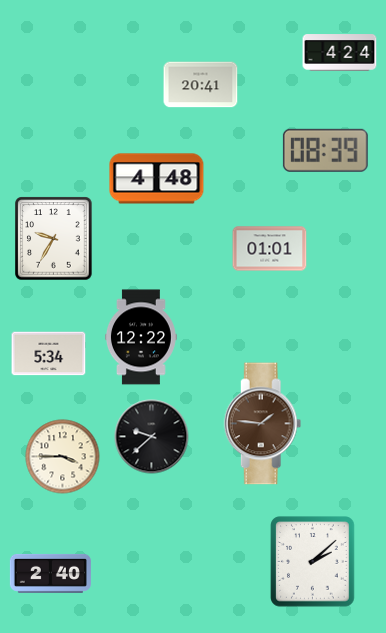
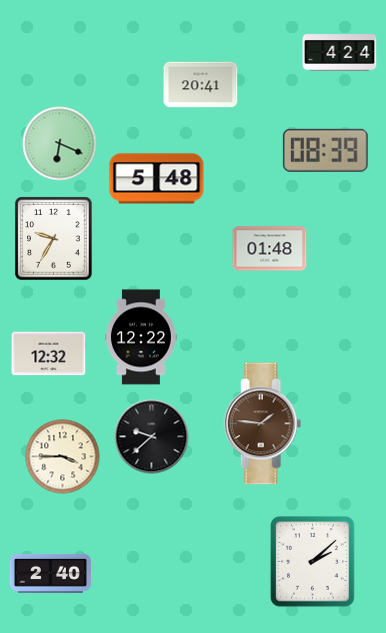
clock at (60, 144): none -> 6:19
clock at (157, 179): 4:48 -> 5:48
clock at (270, 249): 01:01 -> 01:48
clock at (49, 354): 5:34 -> 12:32
